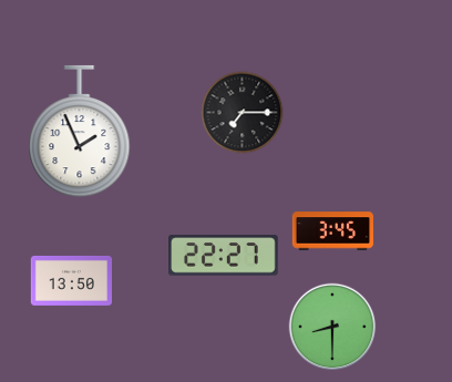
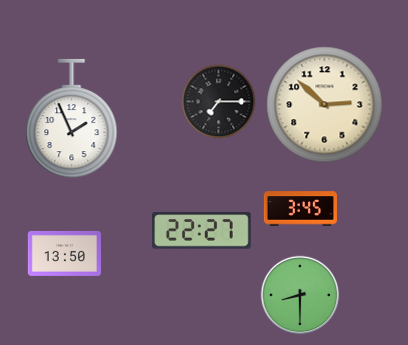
clock at (325, 105): none -> 2:52
